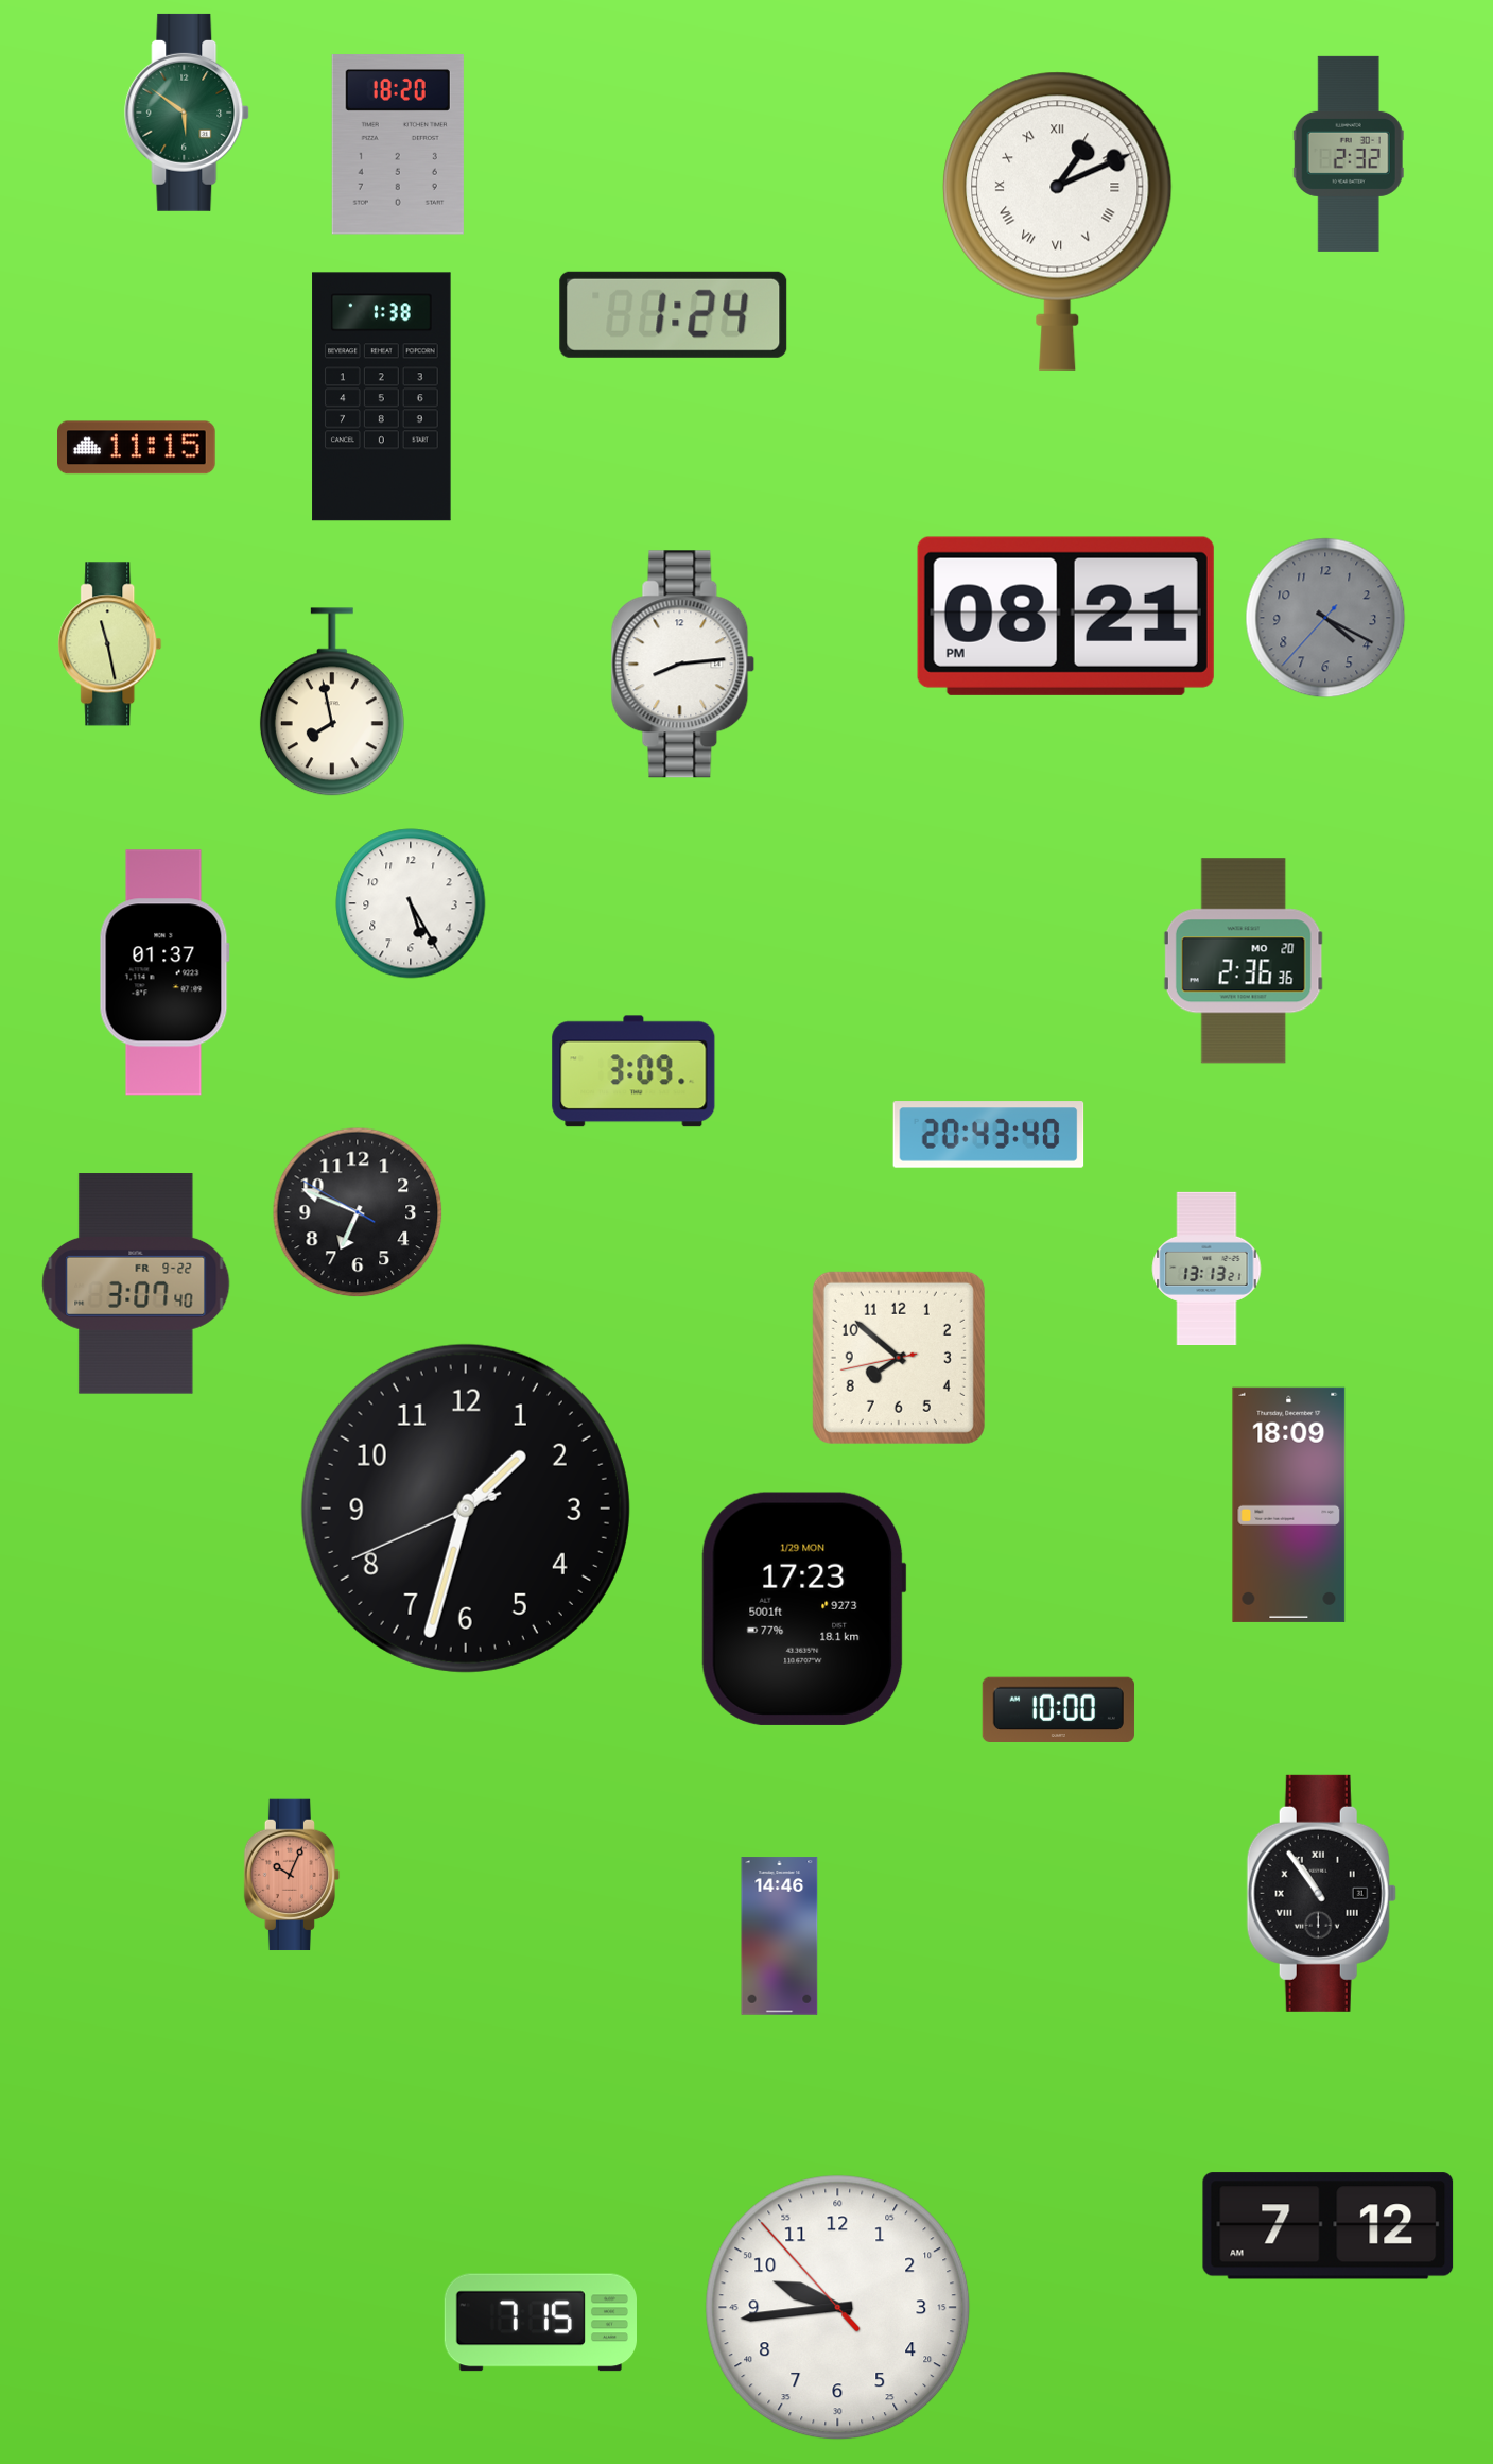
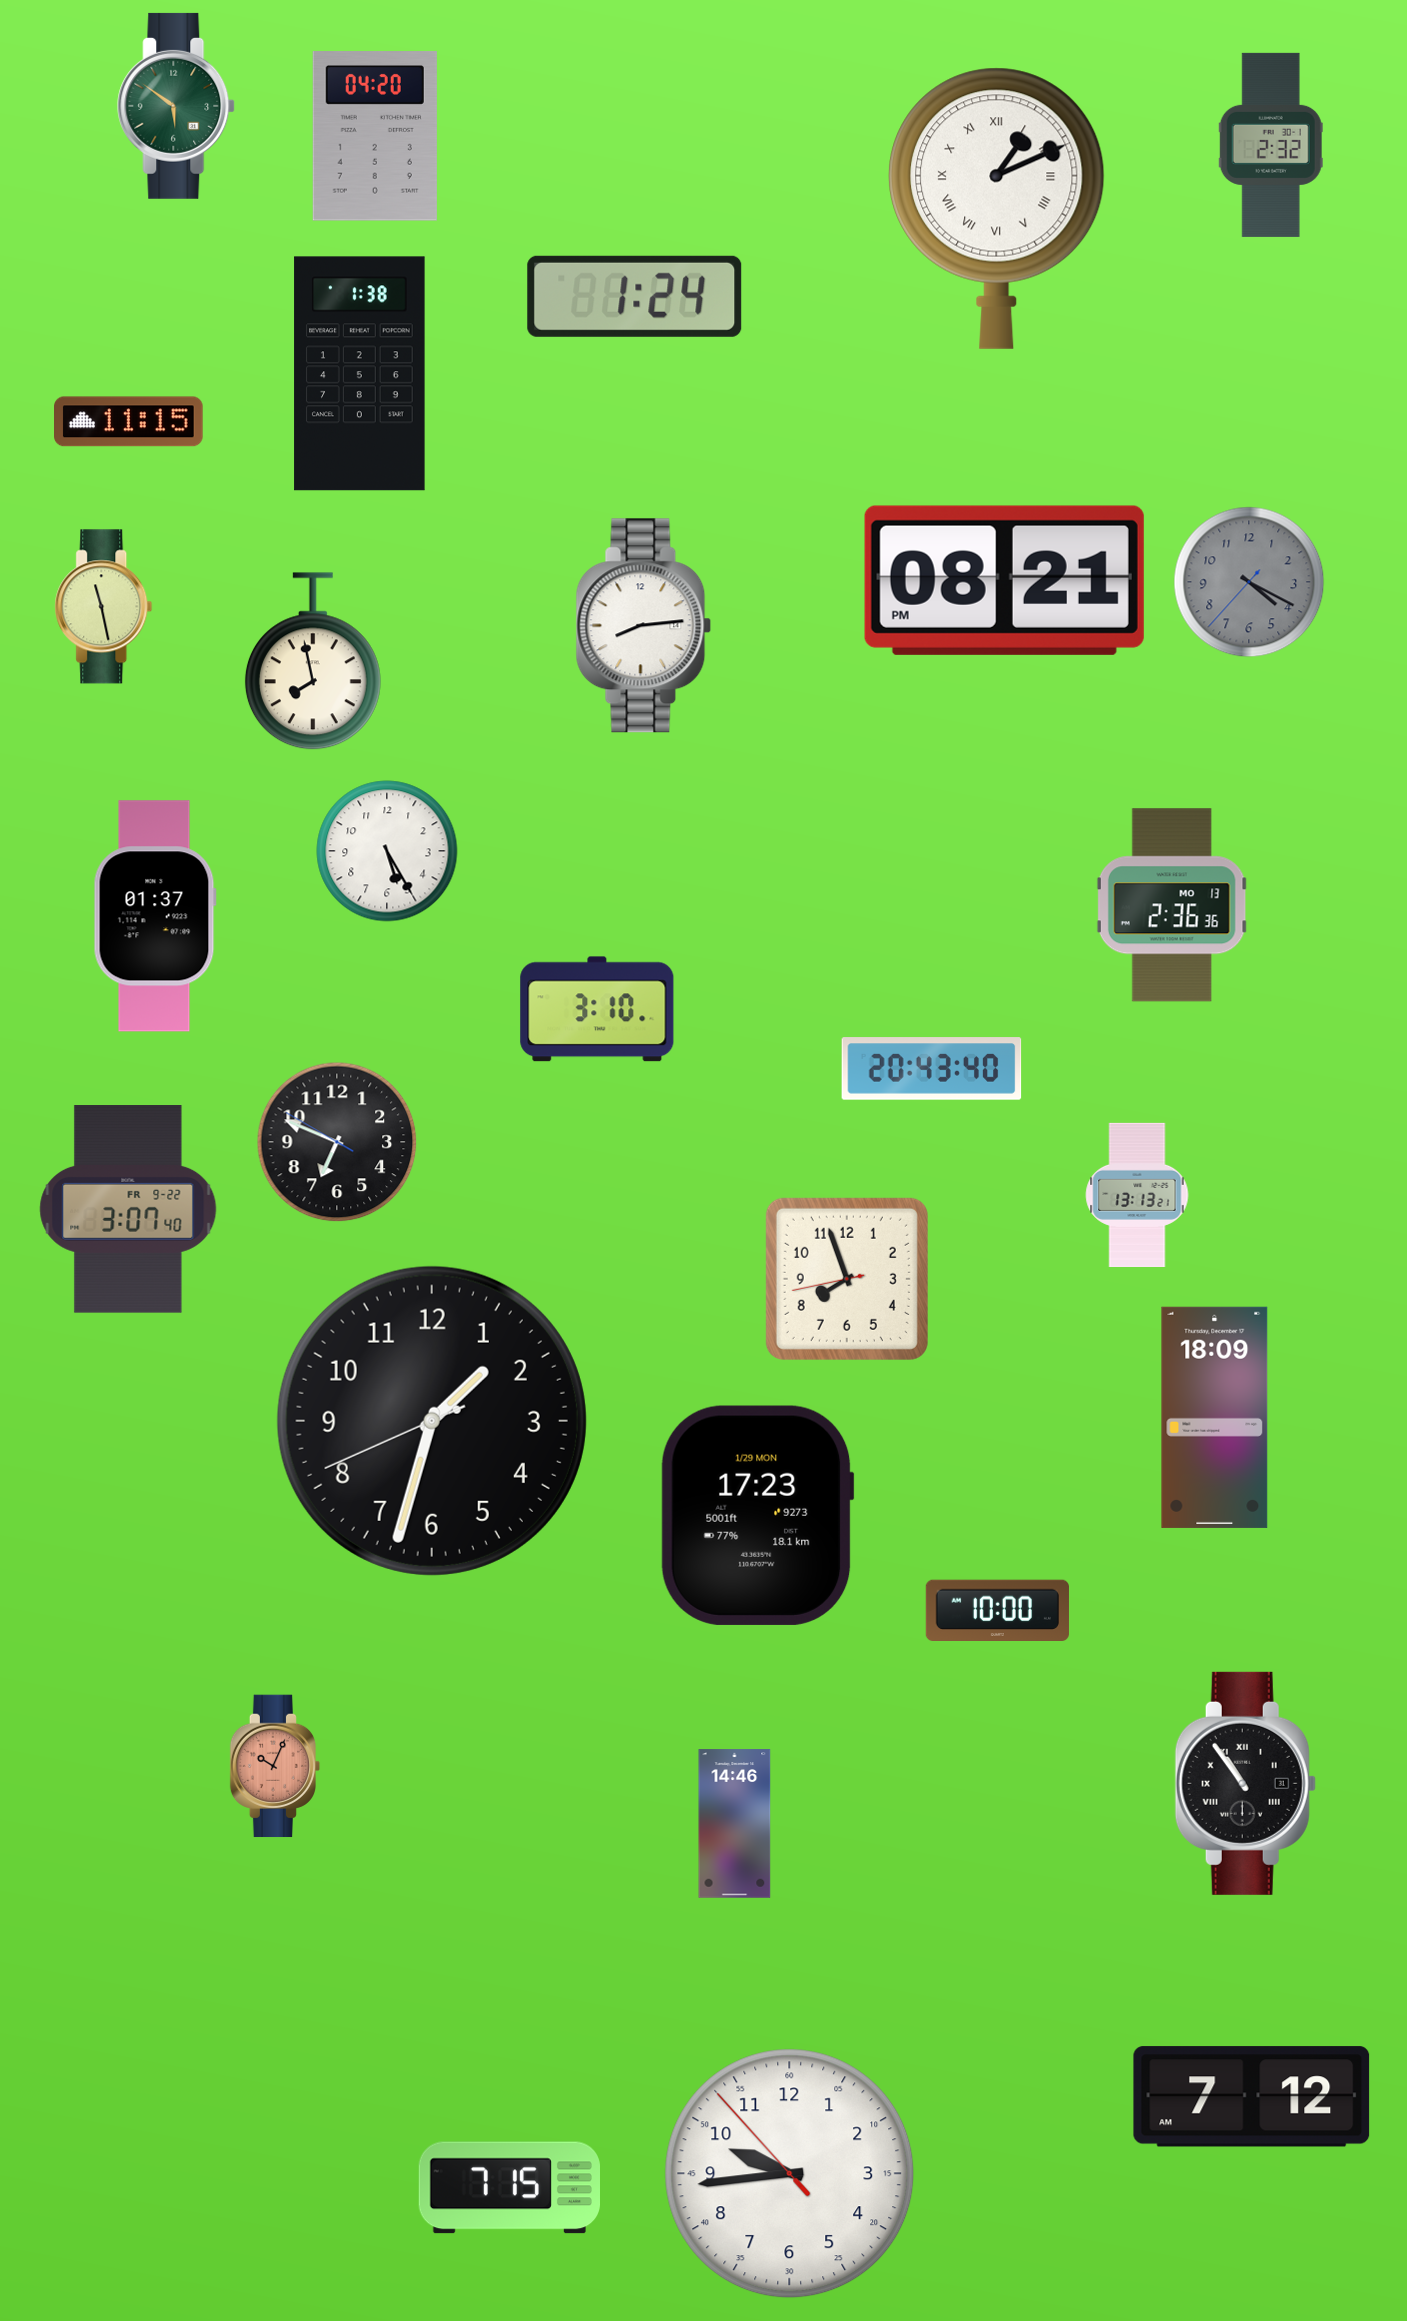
clock at (398, 144): 18:20 -> 04:20
clock at (1244, 961) date: MO 20 -> MO 13
clock at (633, 1071): 3:09 -> 3:10
clock at (899, 1358): 7:51 -> 7:56
clock at (466, 1509) position: (466, 1509) -> (432, 1421)
